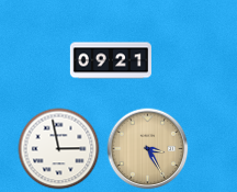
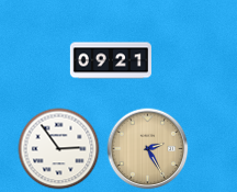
clock at (59, 149): 2:58 -> 2:54
clock at (148, 149): 3:25 -> 2:25
